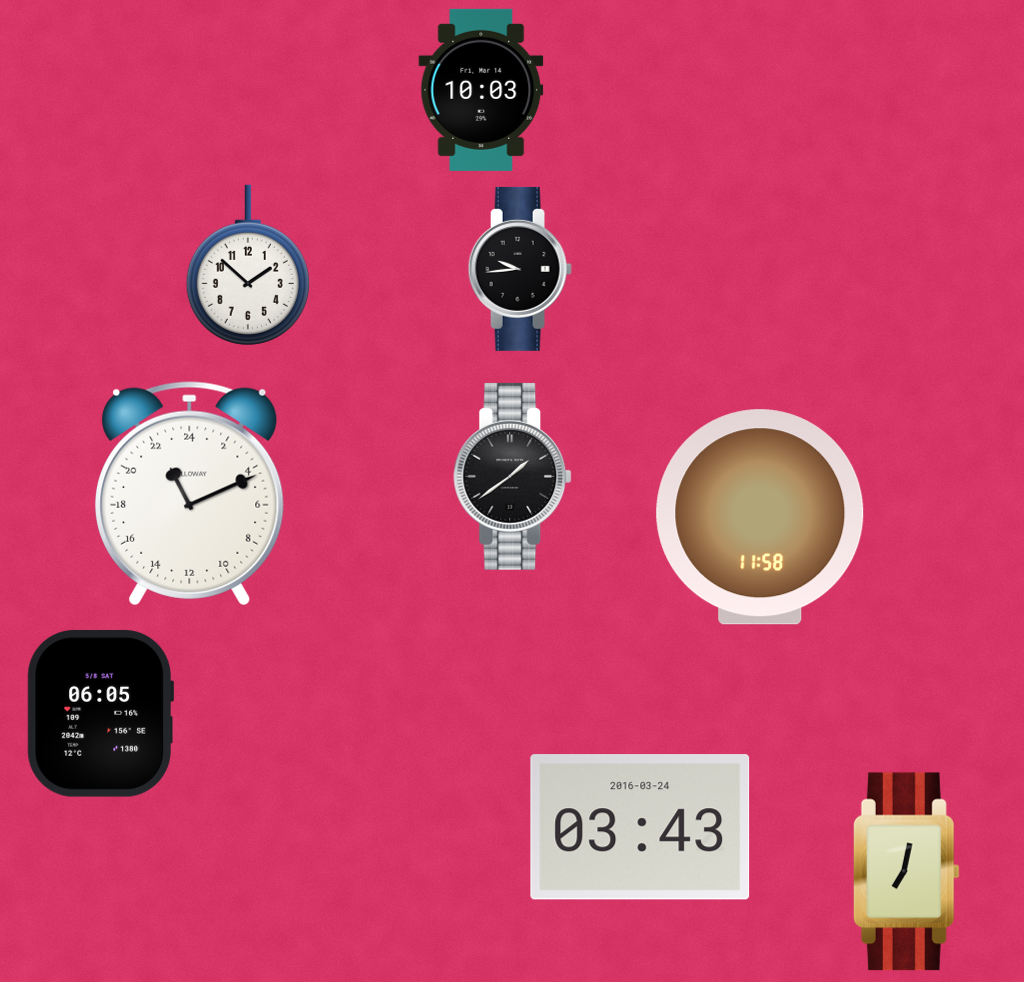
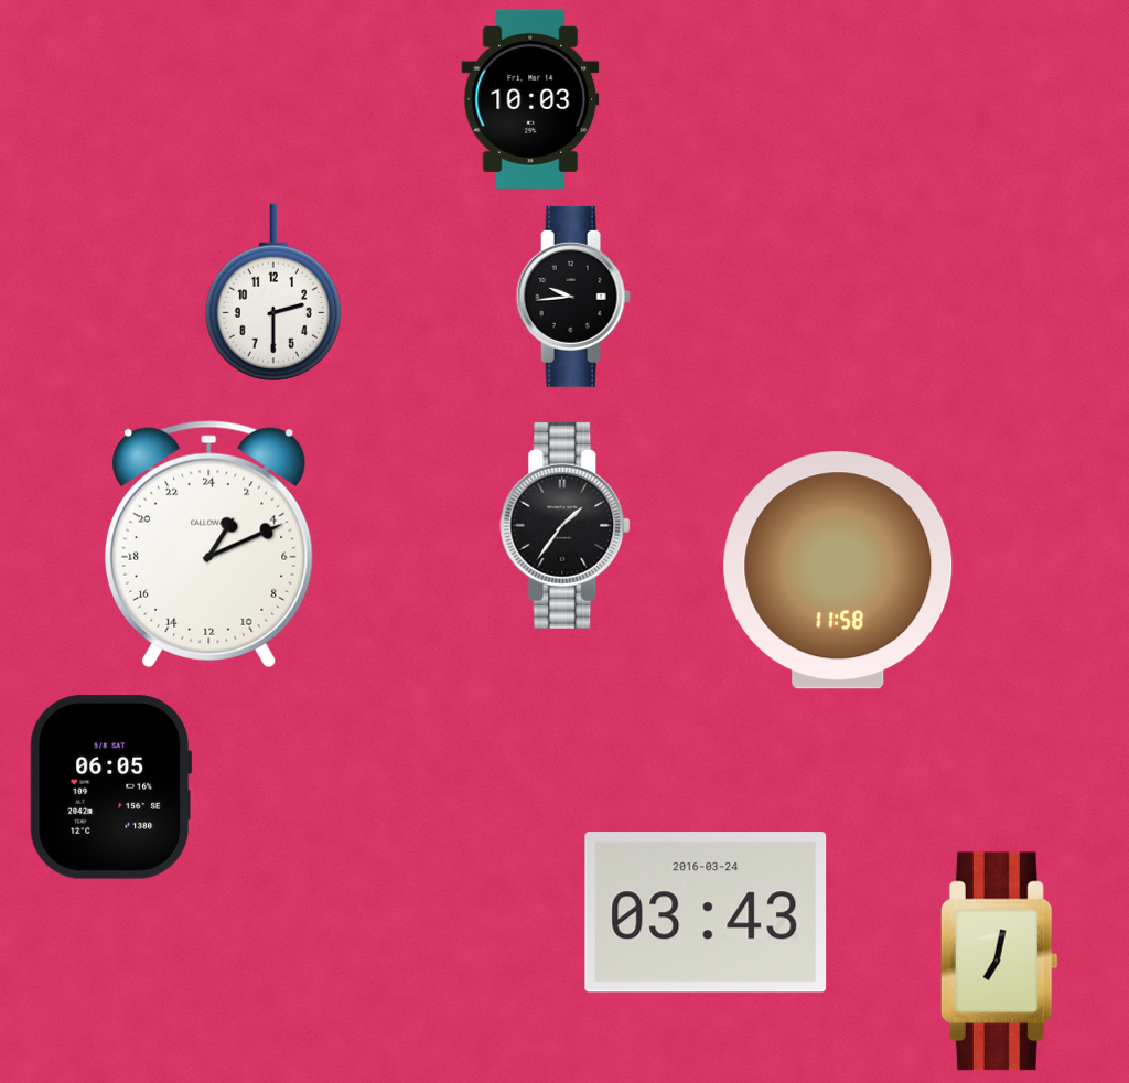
clock at (248, 265): 1:52 -> 2:30
clock at (513, 476): 1:39 -> 1:36
clock at (190, 494): 22:11 -> 2:11
